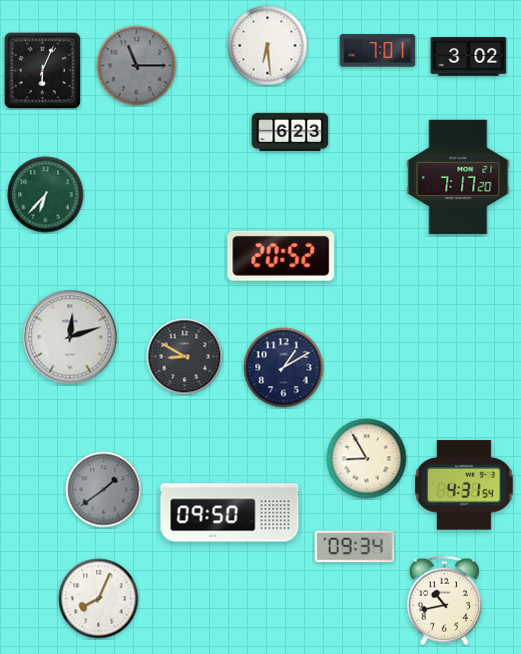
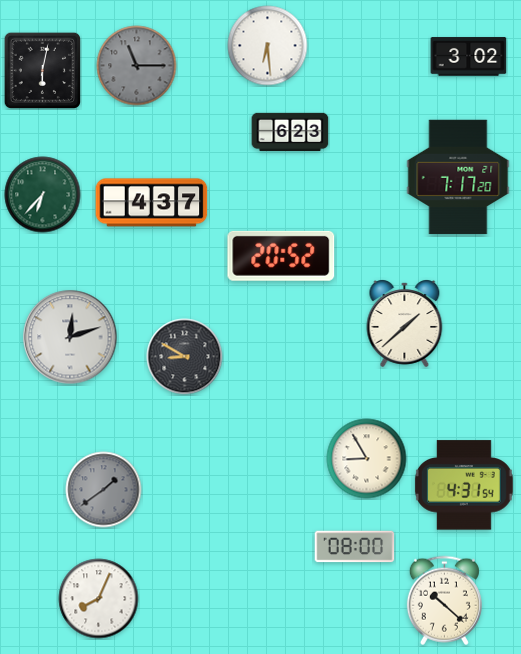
clock at (378, 51): 7:01 -> none
clock at (42, 70): 6:04 -> 6:02
clock at (46, 195) position: (46, 195) -> (43, 195)
clock at (152, 203): none -> 4:37
clock at (405, 324): none -> 1:38
clock at (284, 368): 1:10 -> none
clock at (230, 513): 09:50 -> none
clock at (355, 547): 09:34 -> 08:00
clock at (444, 601): 10:43 -> 10:22
